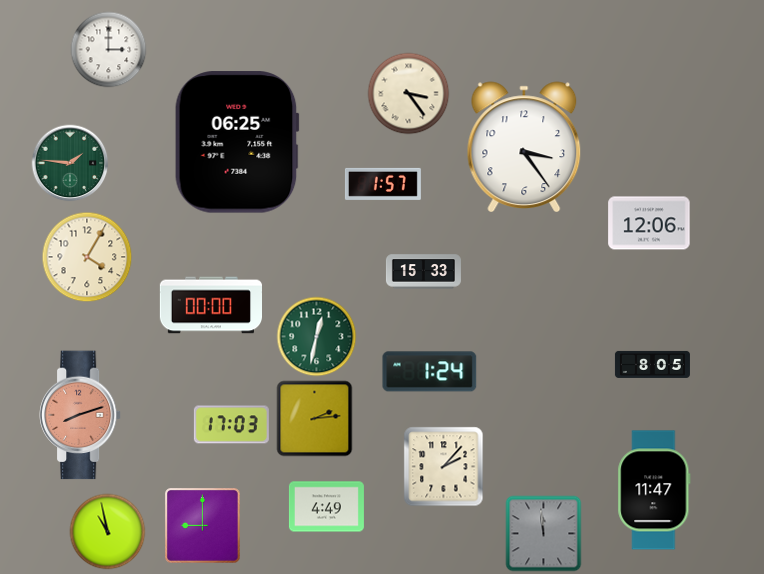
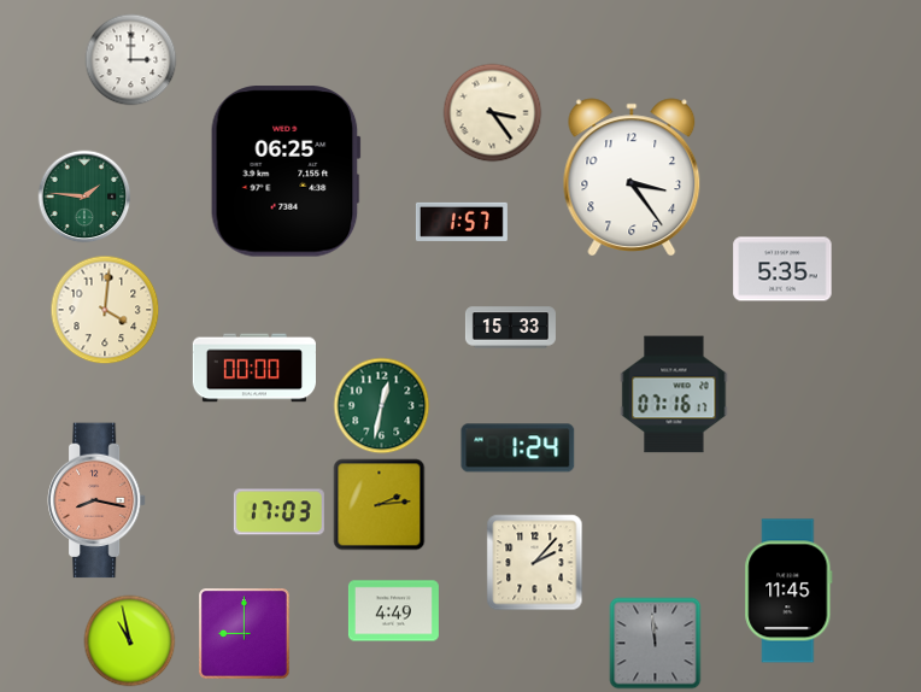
clock at (649, 223): 12:06 -> 5:35
clock at (87, 257): 4:05 -> 4:01
clock at (674, 394): none -> 07:16
clock at (652, 364): 8:05 -> none
clock at (81, 415): 8:12 -> 8:17
clock at (654, 490): 11:47 -> 11:45
